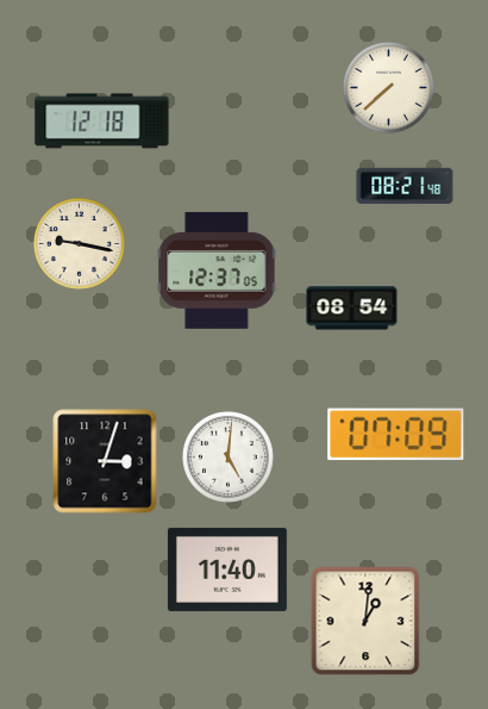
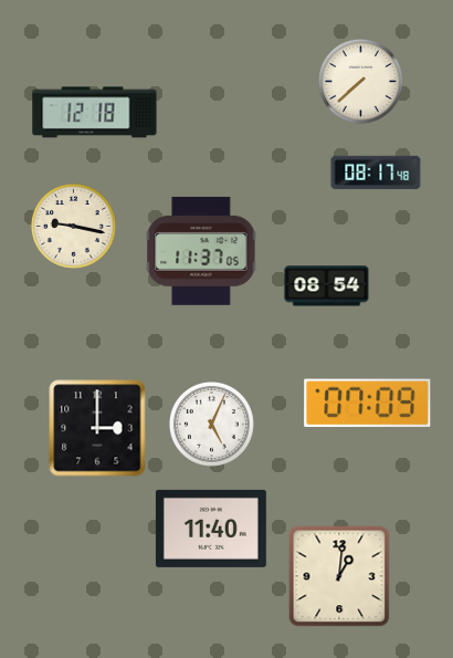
clock at (405, 186): 08:21 -> 08:17
clock at (217, 270): 12:37 -> 11:37
clock at (229, 458): 5:01 -> 5:04
clock at (105, 461): 3:03 -> 3:00
